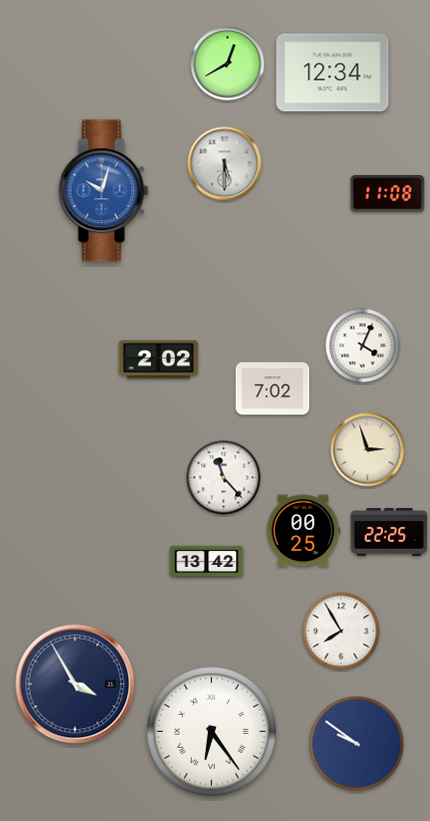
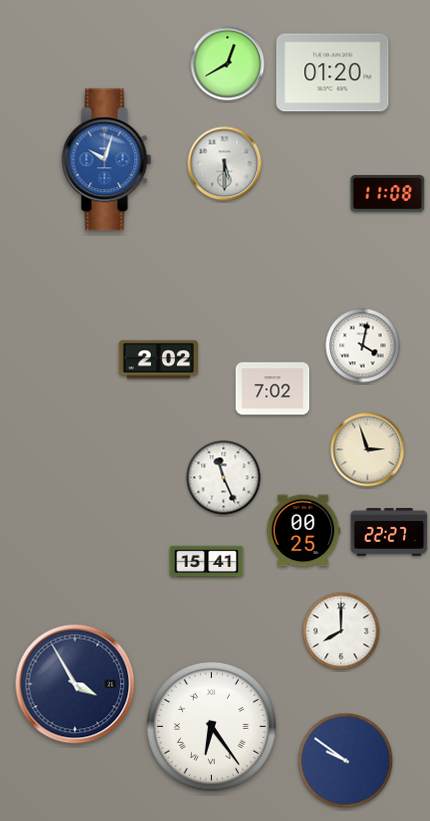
clock at (333, 73): 12:34 -> 01:20
clock at (104, 191) position: (104, 191) -> (107, 160)
clock at (363, 346): 4:04 -> 4:02
clock at (224, 478): 11:23 -> 11:26
clock at (389, 533): 22:25 -> 22:27
clock at (207, 562): 13:42 -> 15:41
clock at (341, 631): 7:55 -> 8:00
clock at (211, 731) position: (211, 731) -> (211, 726)
clock at (357, 744) position: (357, 744) -> (346, 761)
